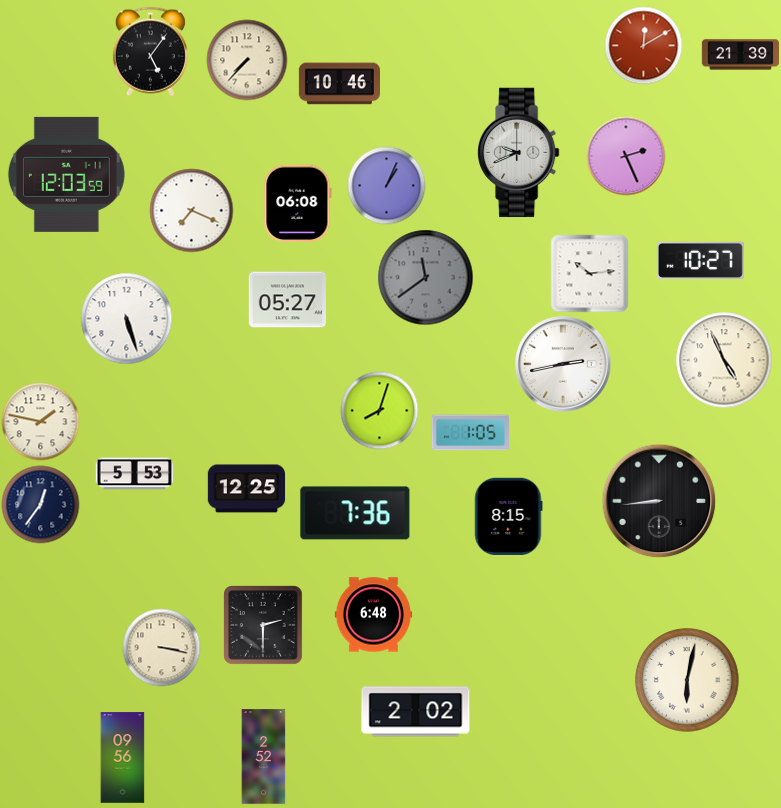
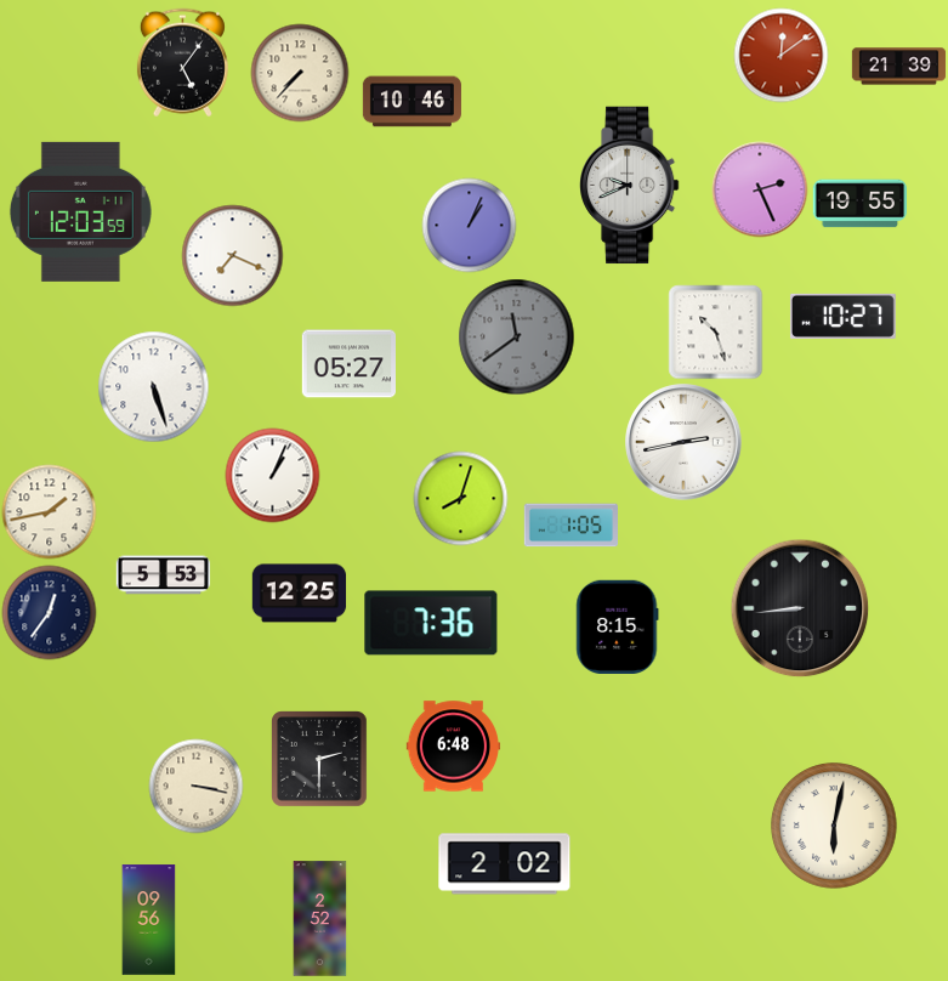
clock at (643, 45): 12:10 -> 12:09
clock at (859, 204): none -> 19:55
clock at (298, 203): 06:08 -> none
clock at (700, 260) position: (700, 260) -> (842, 316)
clock at (589, 273): 10:14 -> 10:27
clock at (724, 360): 4:56 -> none
clock at (272, 475): none -> 1:04
clock at (40, 421): 1:47 -> 1:43
